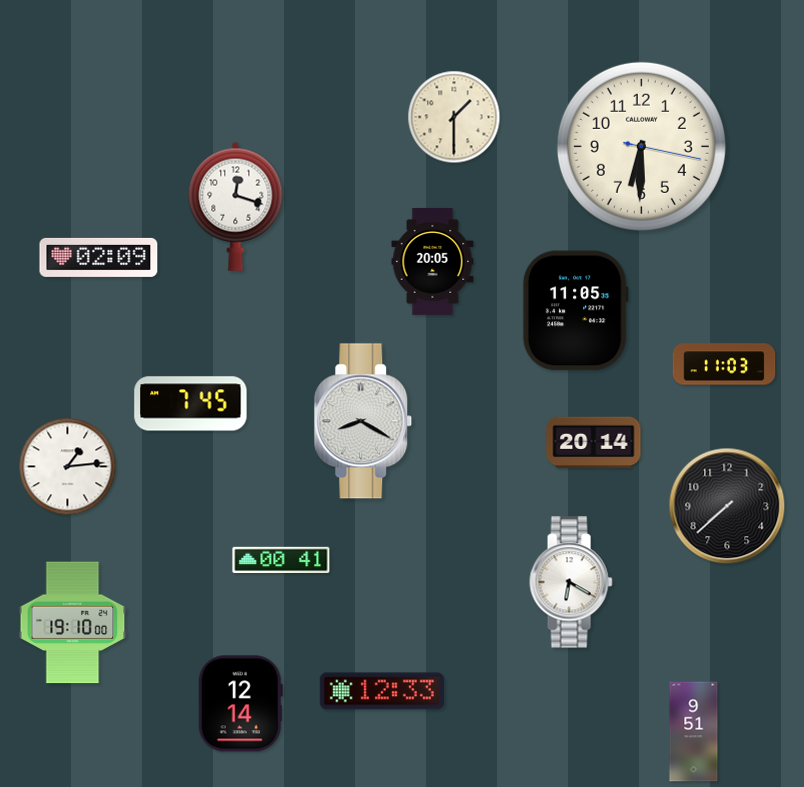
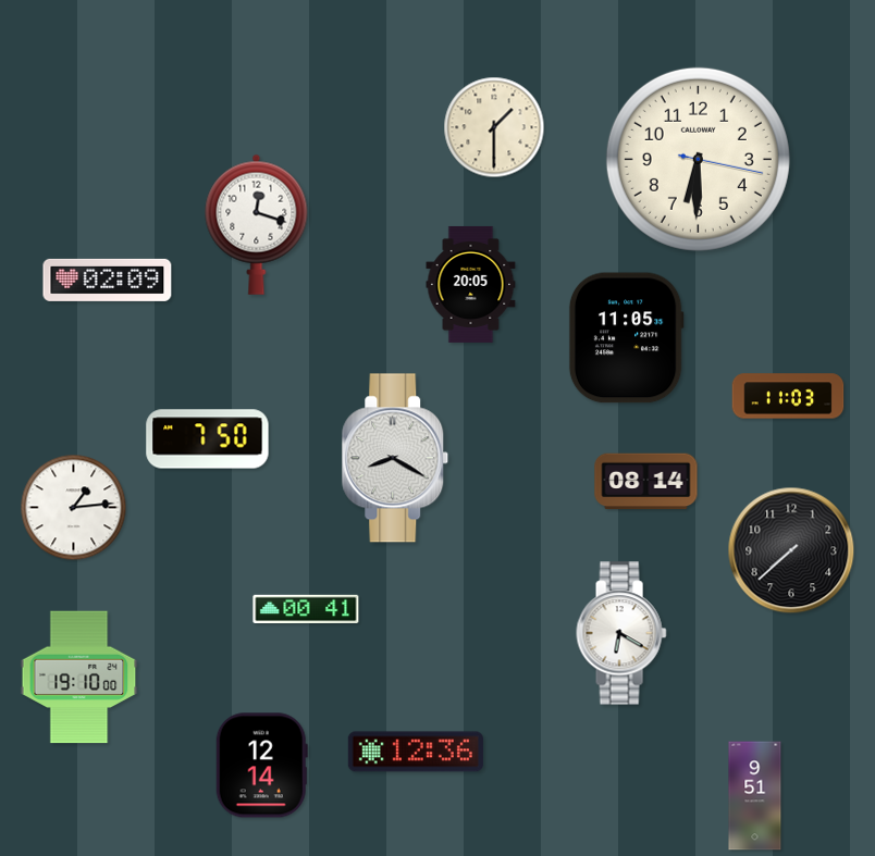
clock at (191, 404): 7:45 -> 7:50
clock at (594, 443): 20:14 -> 08:14
clock at (382, 691): 12:33 -> 12:36
